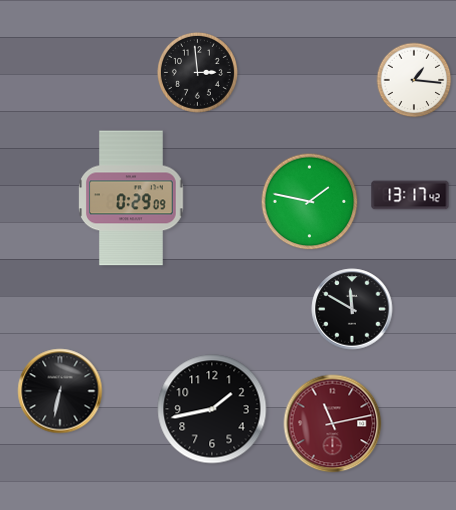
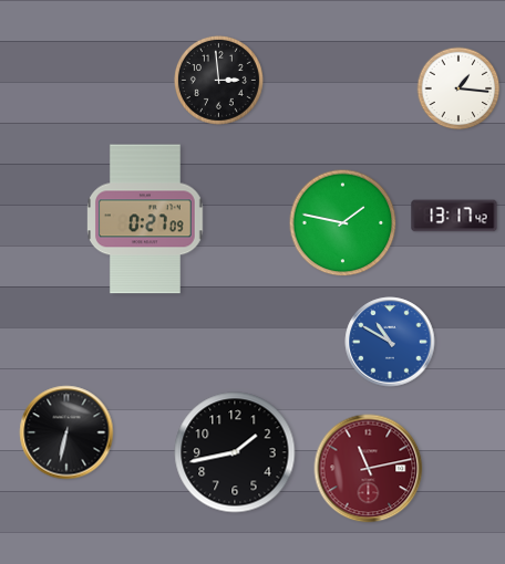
clock at (132, 198): 0:29 -> 0:27
clock at (352, 309): 11:50 -> 10:50
clock at (352, 309) dial: black -> blue
